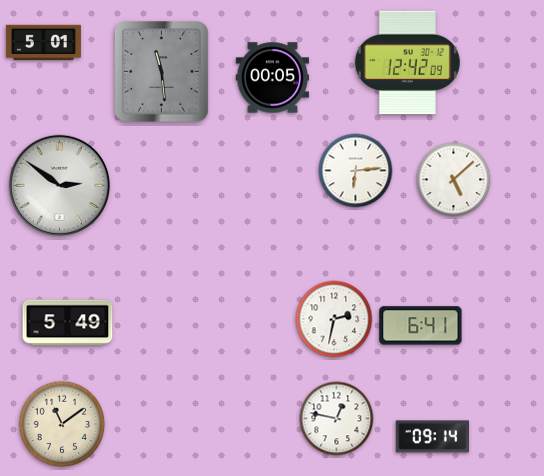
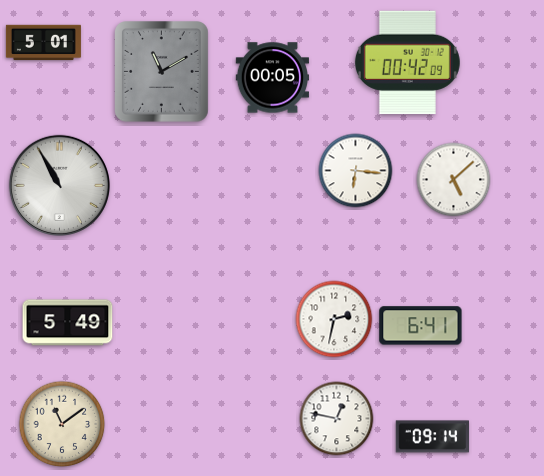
clock at (407, 63): 12:42 -> 00:42
clock at (162, 72): 11:29 -> 11:10
clock at (356, 171): 6:14 -> 6:16
clock at (59, 185): 2:51 -> 10:55
